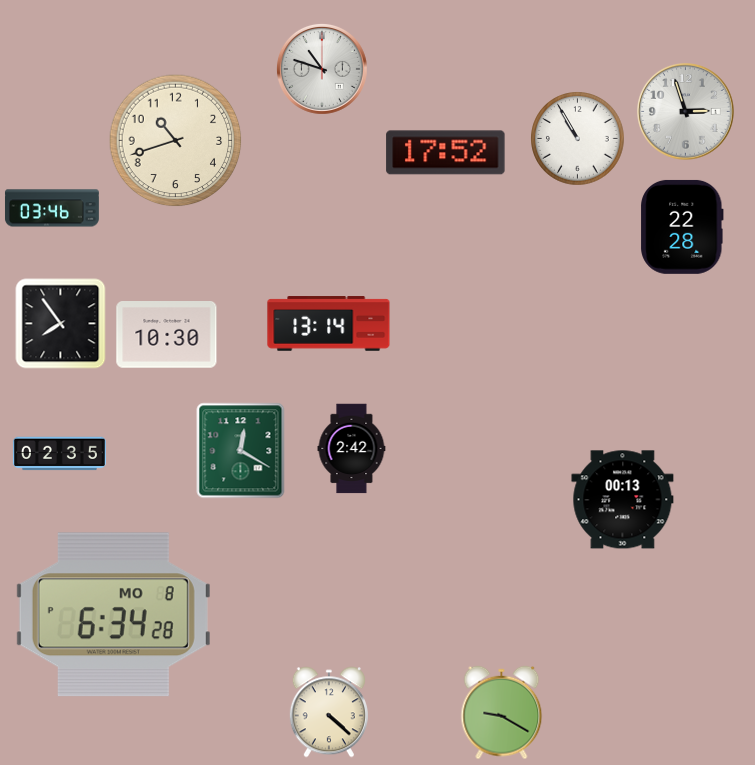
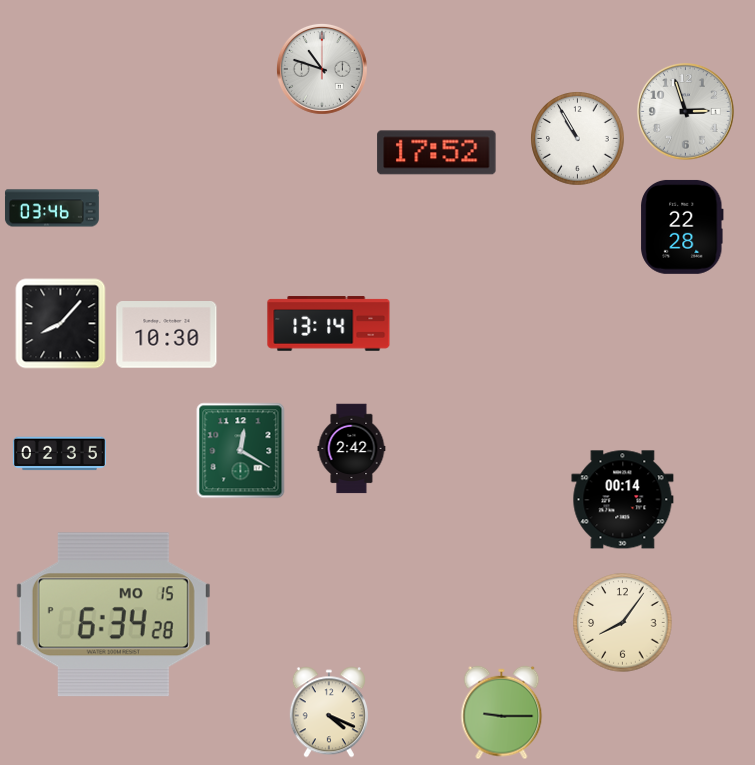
clock at (176, 141): 10:42 -> none
clock at (446, 153) position: (446, 153) -> (437, 153)
clock at (61, 324): 7:54 -> 8:07
clock at (623, 500): 00:13 -> 00:14
clock at (113, 615) date: MO 8 -> MO 15
clock at (623, 623): none -> 8:06
clock at (329, 712): 4:22 -> 4:19
clock at (502, 713): 9:20 -> 9:15
